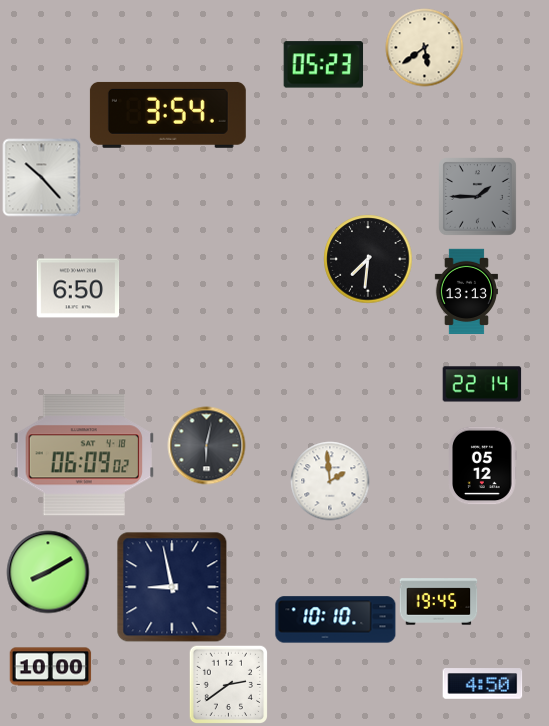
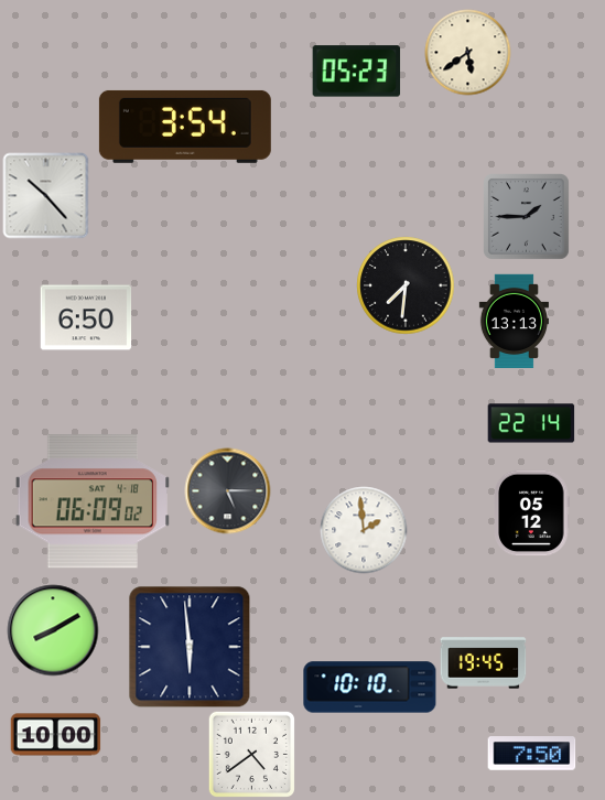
clock at (206, 445): 6:02 -> 5:15
clock at (172, 587): 8:58 -> 5:59
clock at (336, 620) position: (336, 620) -> (370, 688)
clock at (228, 684): 2:39 -> 4:39
clock at (482, 684): 4:50 -> 7:50
